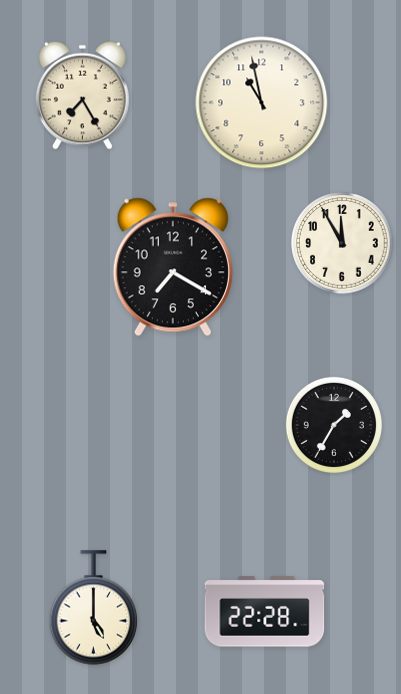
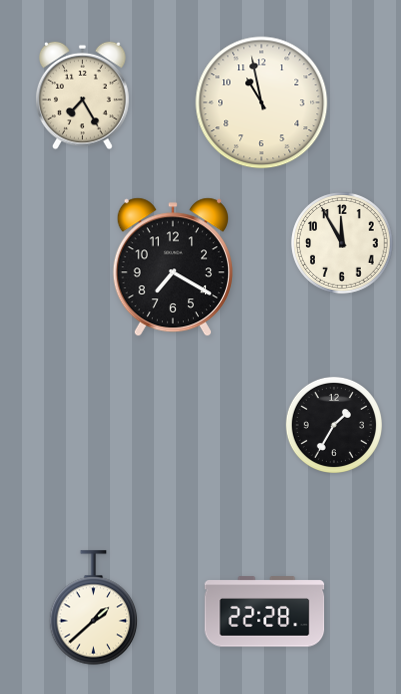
clock at (94, 608): 5:00 -> 1:38
